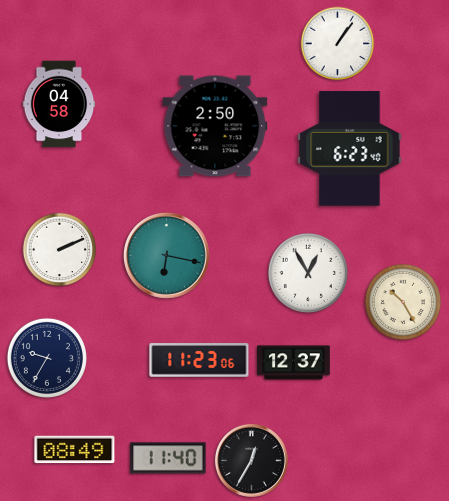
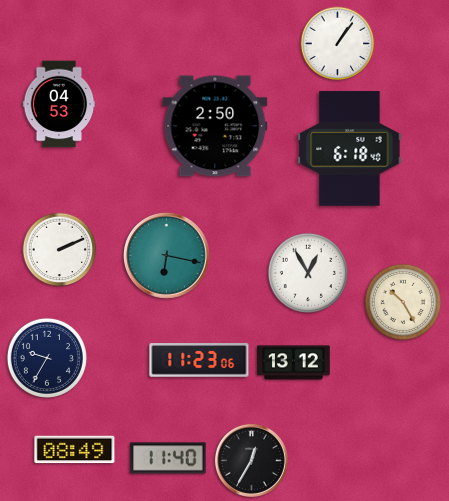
clock at (59, 104): 04:58 -> 04:53
clock at (350, 149): 6:23 -> 6:18
clock at (294, 363): 12:37 -> 13:12
